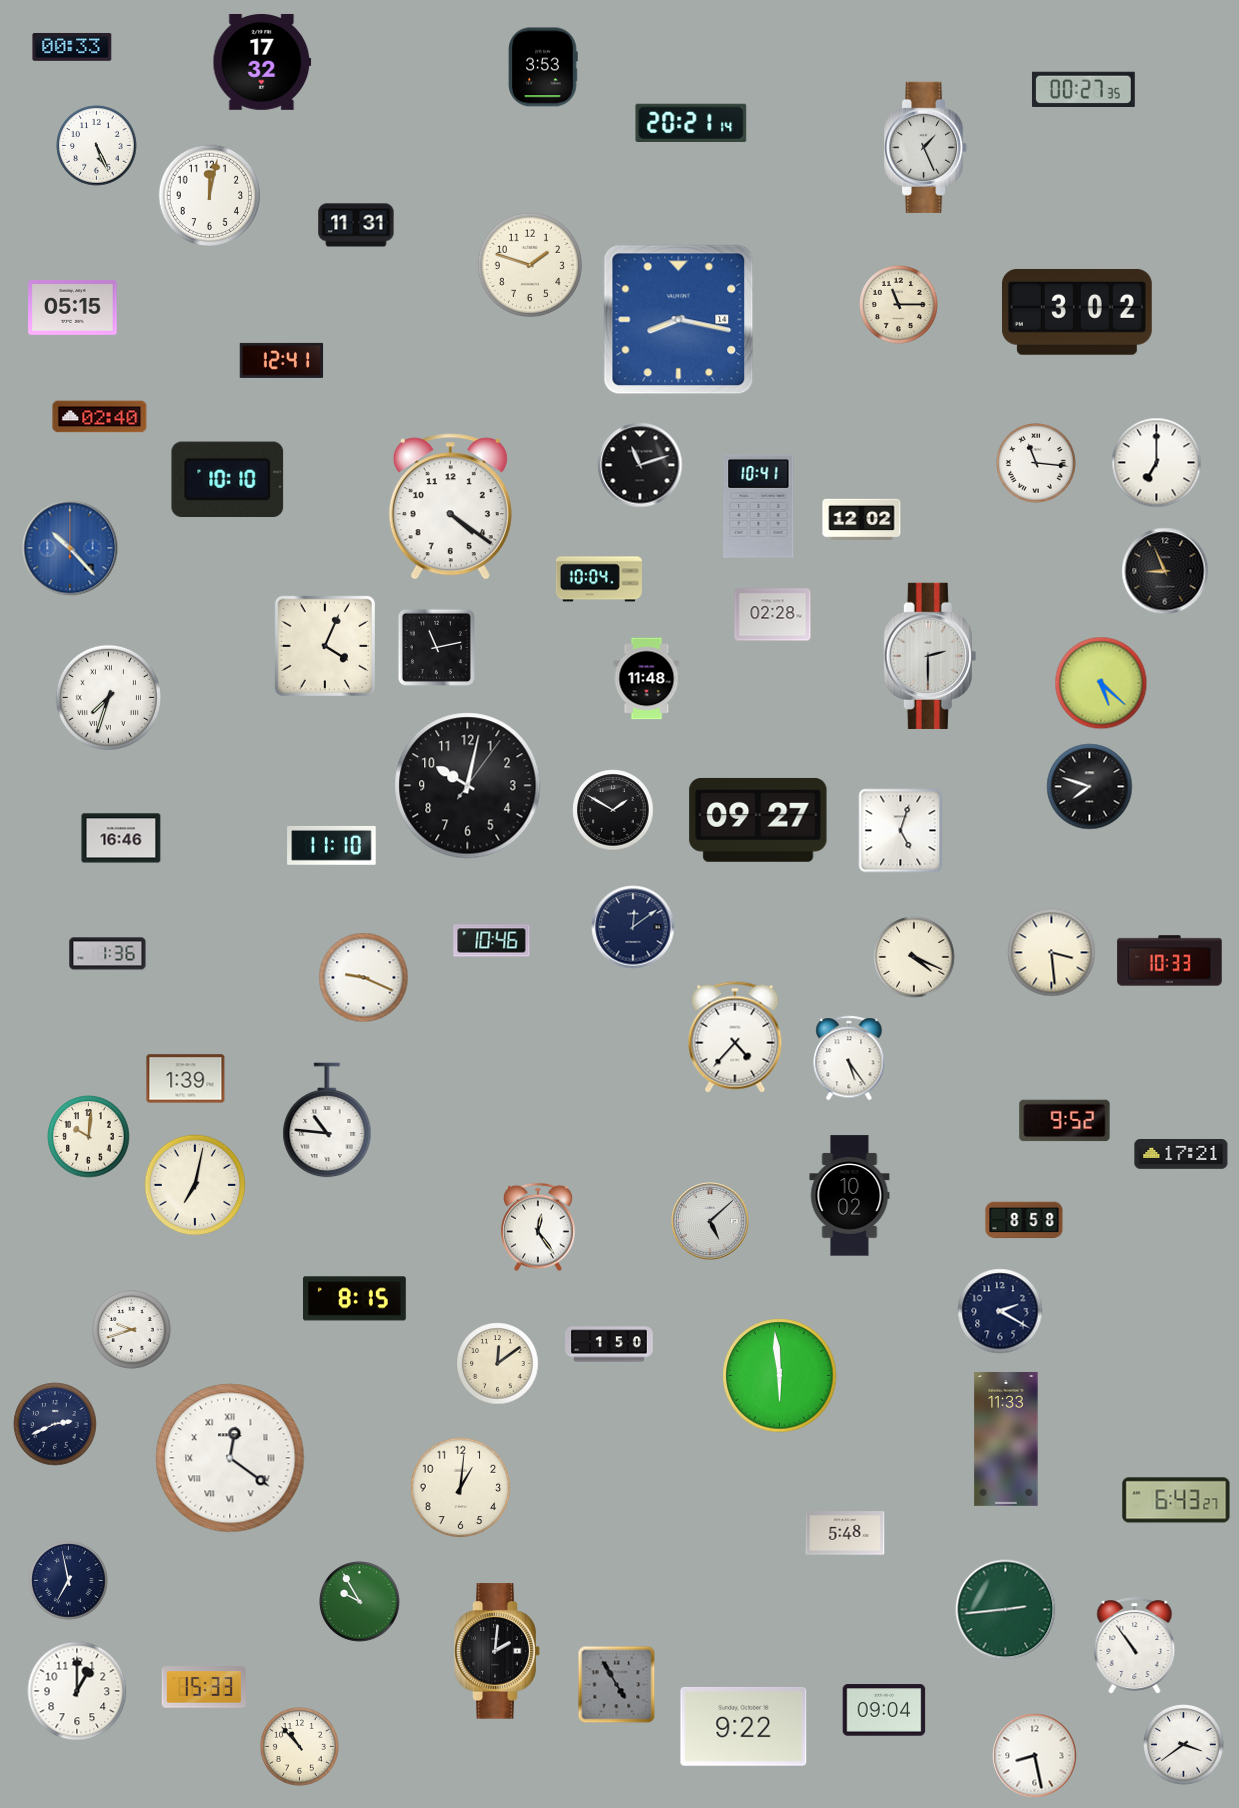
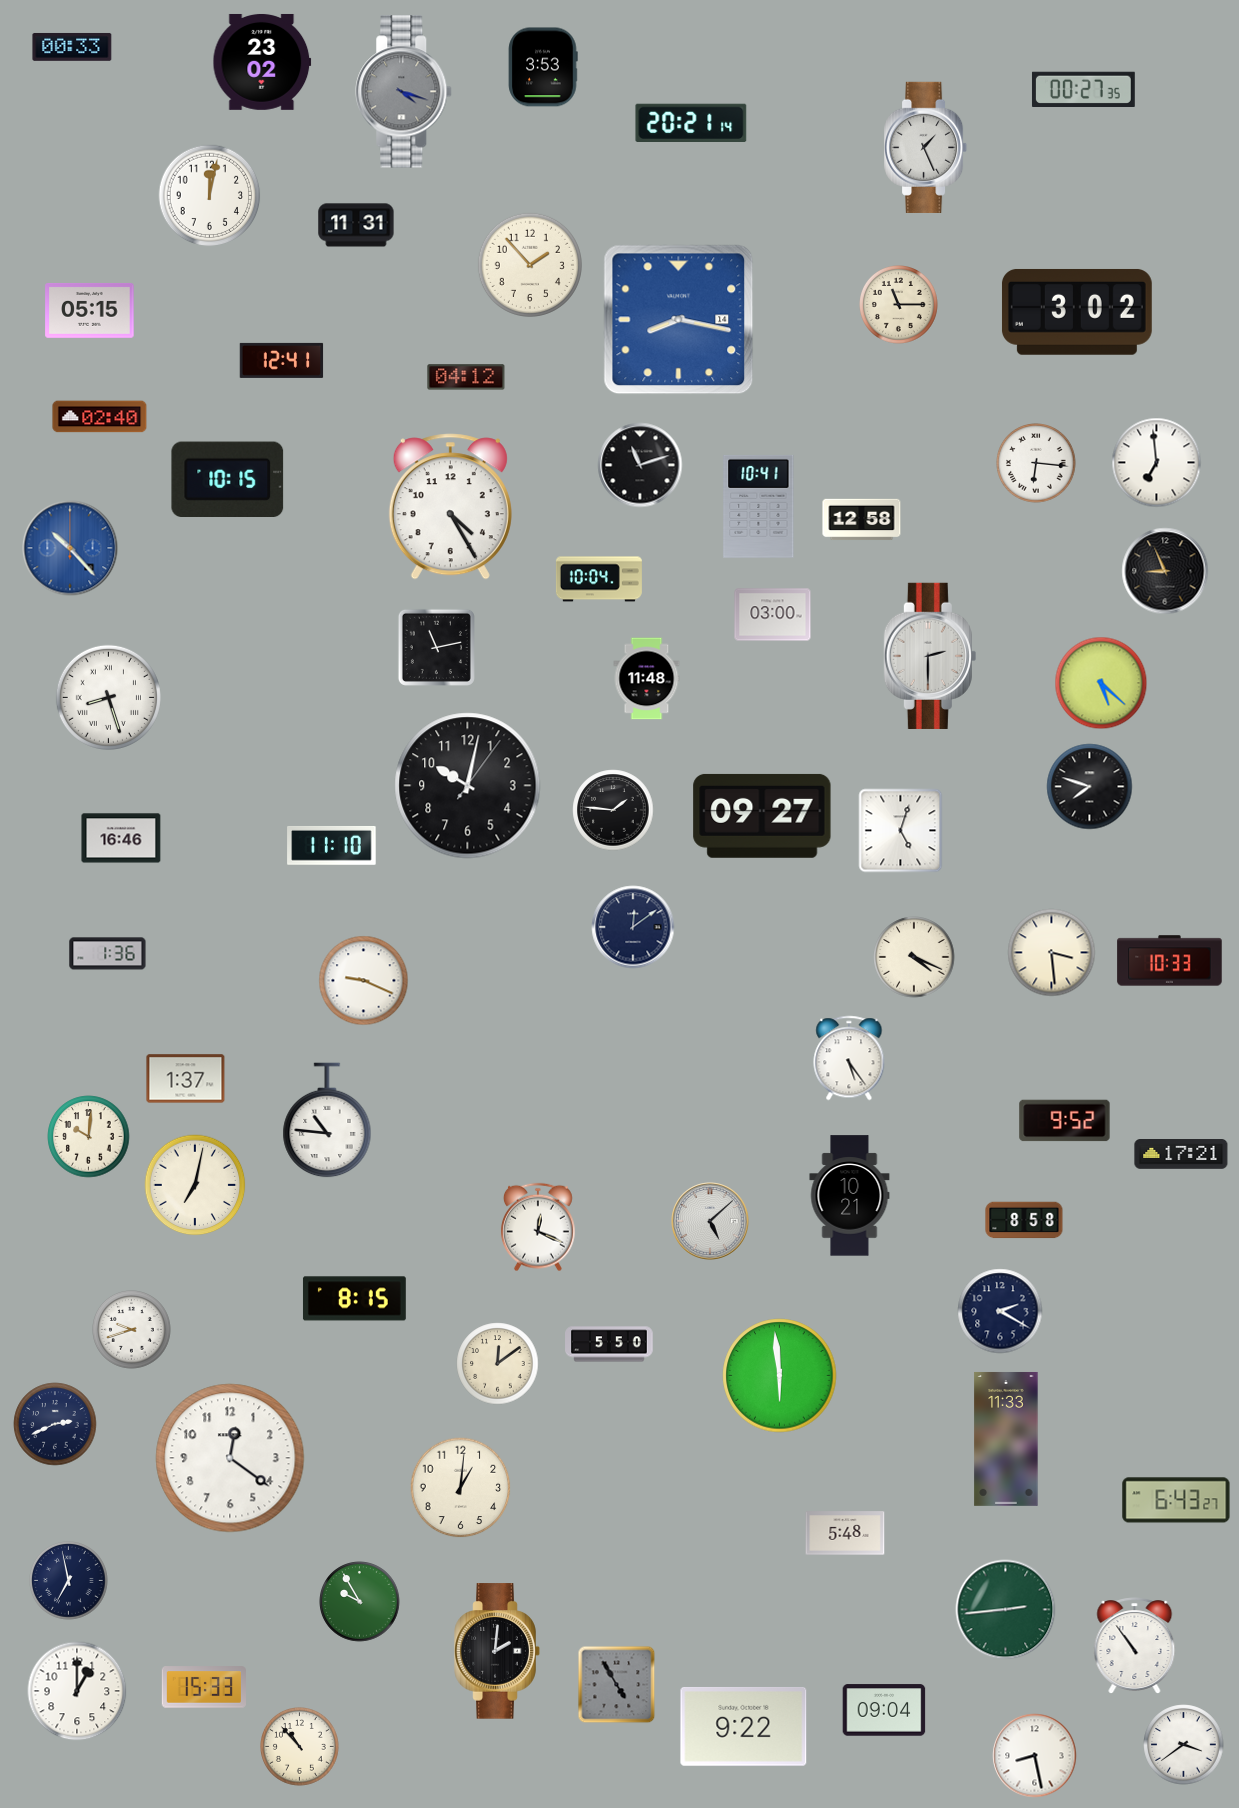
clock at (262, 62): 17:32 -> 23:02
clock at (404, 92): none -> 4:18
clock at (97, 146): 5:26 -> none
clock at (530, 265): 1:48 -> 1:53
clock at (73, 308) position: (73, 308) -> (90, 311)
clock at (466, 377): none -> 04:12
clock at (1036, 463): 11:16 -> 6:16
clock at (1157, 463): 7:00 -> 6:59
clock at (228, 479): 10:10 -> 10:15
clock at (450, 507): 4:21 -> 4:25
clock at (862, 520): 12:02 -> 12:58
clock at (773, 615): 02:28 -> 03:00
clock at (325, 646): 4:04 -> none
clock at (108, 697): 7:33 -> 8:27
clock at (613, 810): 1:50 -> 1:46
clock at (758, 820) position: (758, 820) -> (762, 816)
clock at (492, 941): 10:46 -> none
clock at (364, 978) position: (364, 978) -> (364, 981)
clock at (735, 1037): 4:37 -> none
clock at (186, 1079): 1:39 -> 1:37
clock at (850, 1196): 10:02 -> 10:21
clock at (538, 1227): 12:24 -> 12:19
clock at (609, 1344): 1:50 -> 5:50
clock at (230, 1458) numerals: Roman -> Arabic
